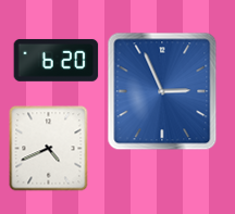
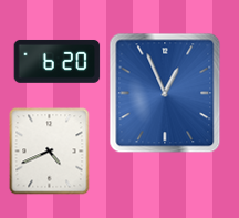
clock at (162, 91): 2:56 -> 12:56
